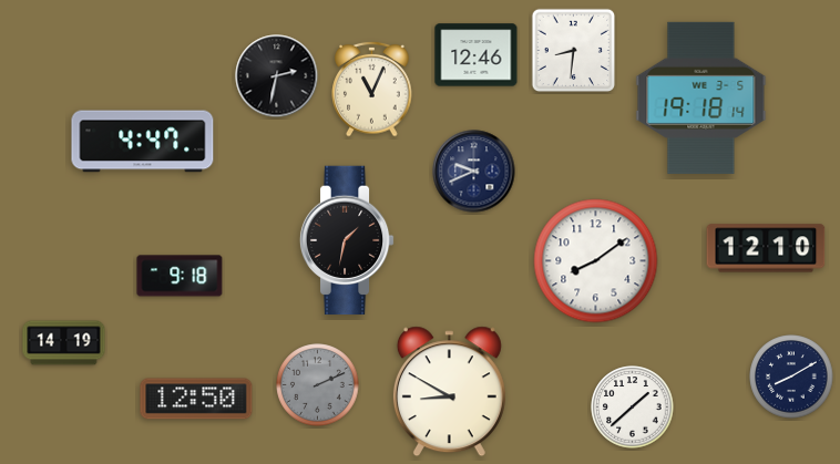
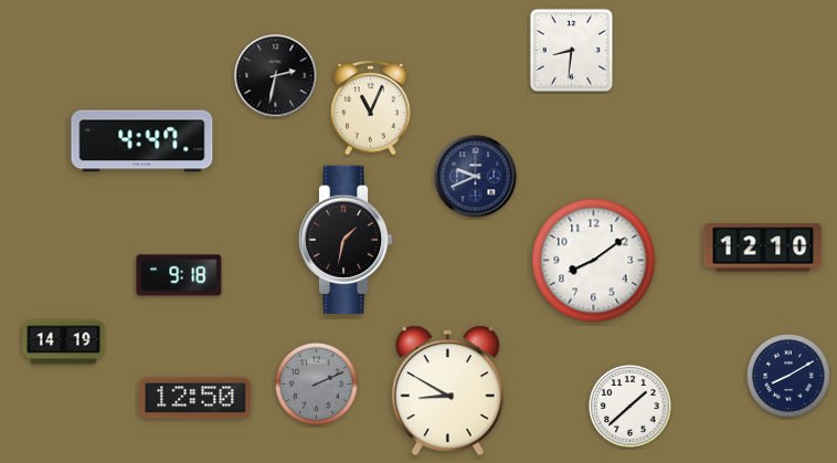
clock at (477, 55): 12:46 -> none
clock at (372, 89) position: (372, 89) -> (371, 107)
clock at (701, 97): 19:18 -> none
clock at (474, 172) position: (474, 172) -> (476, 177)
